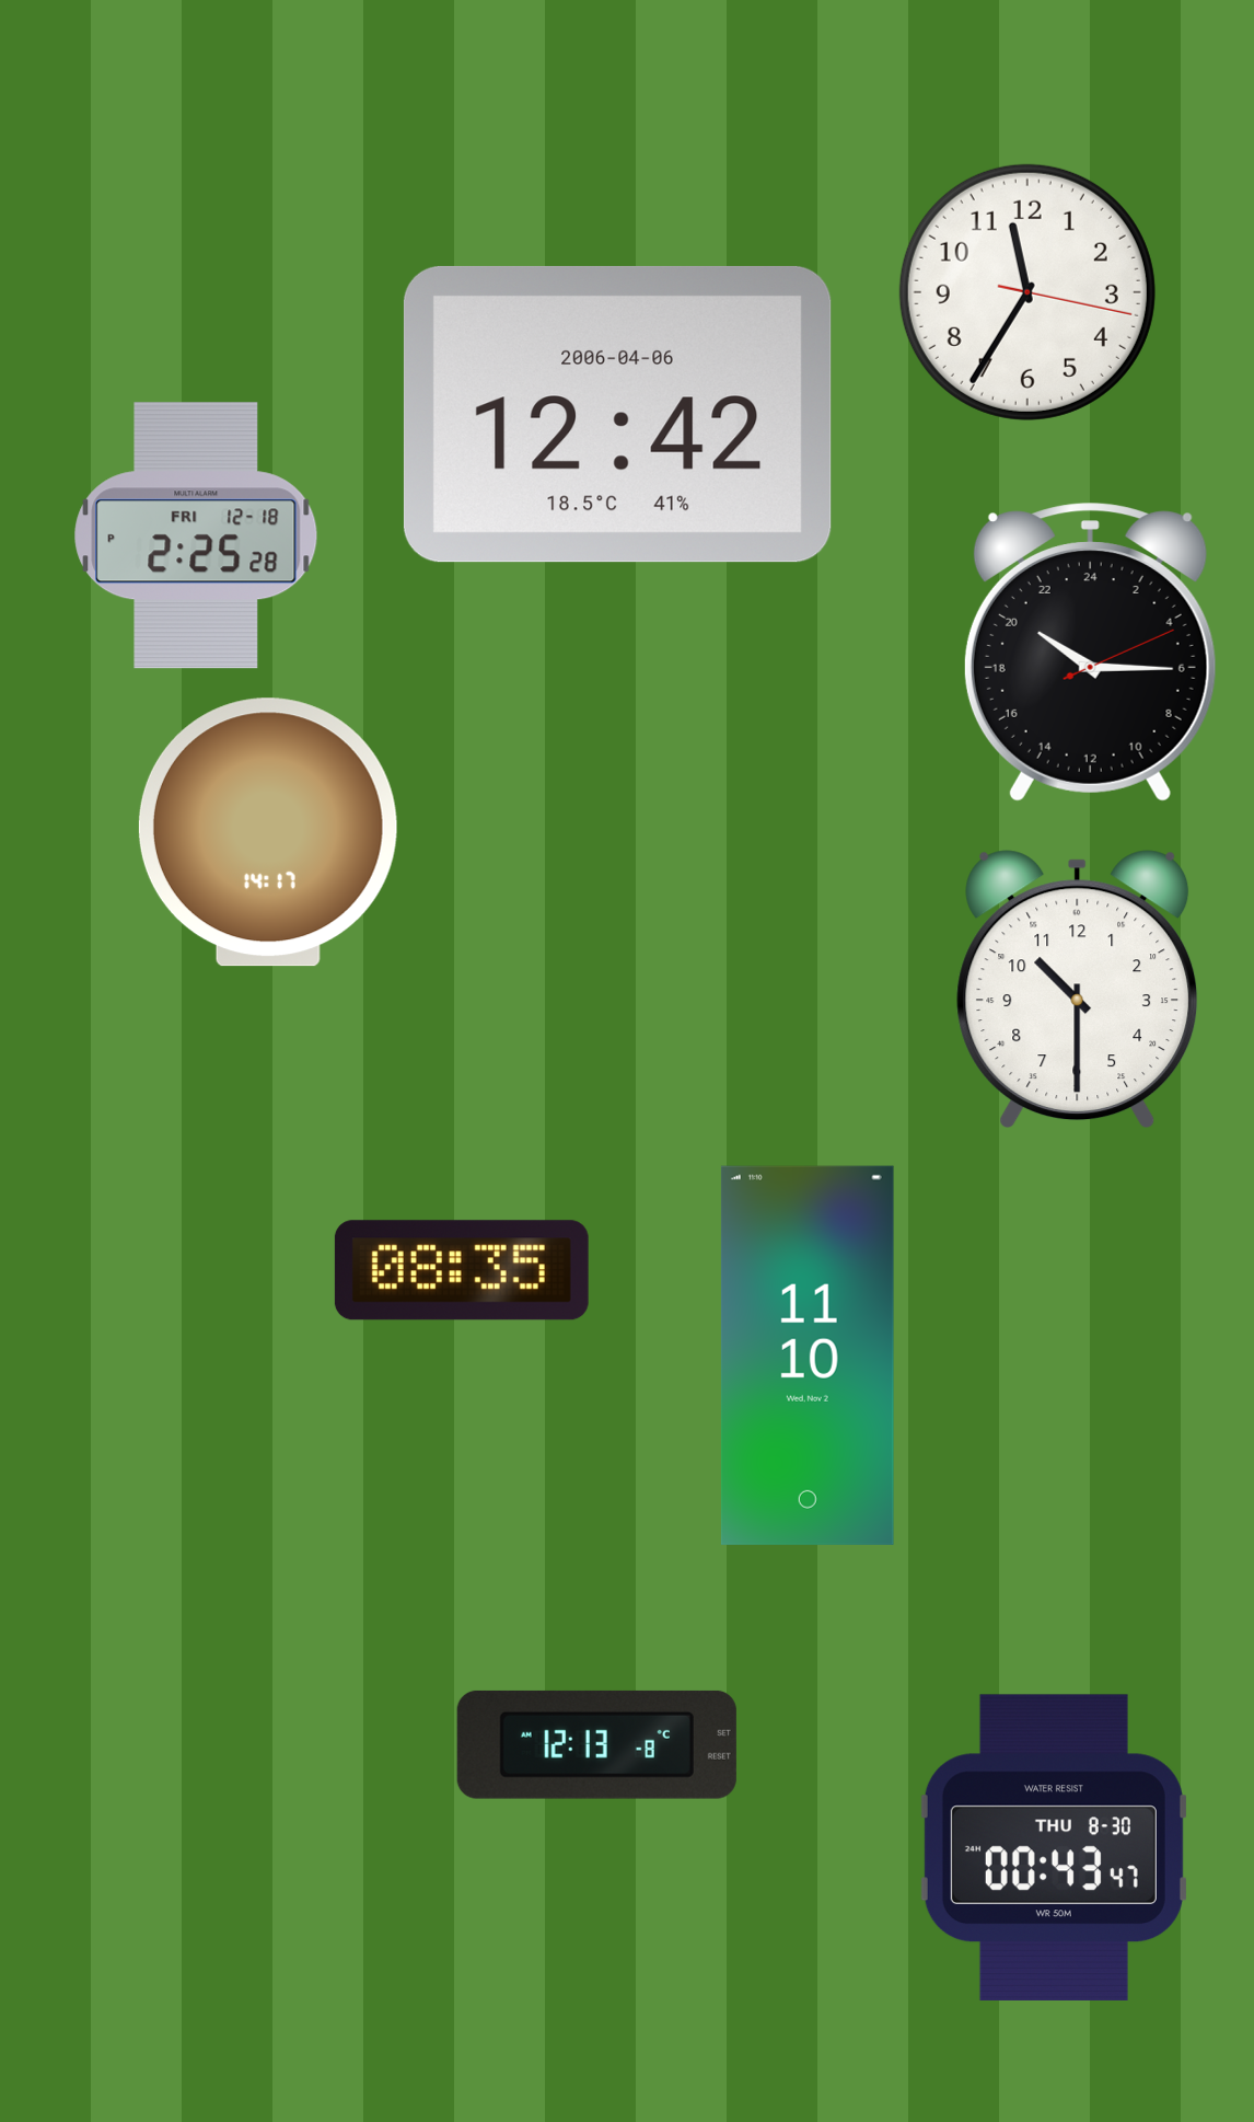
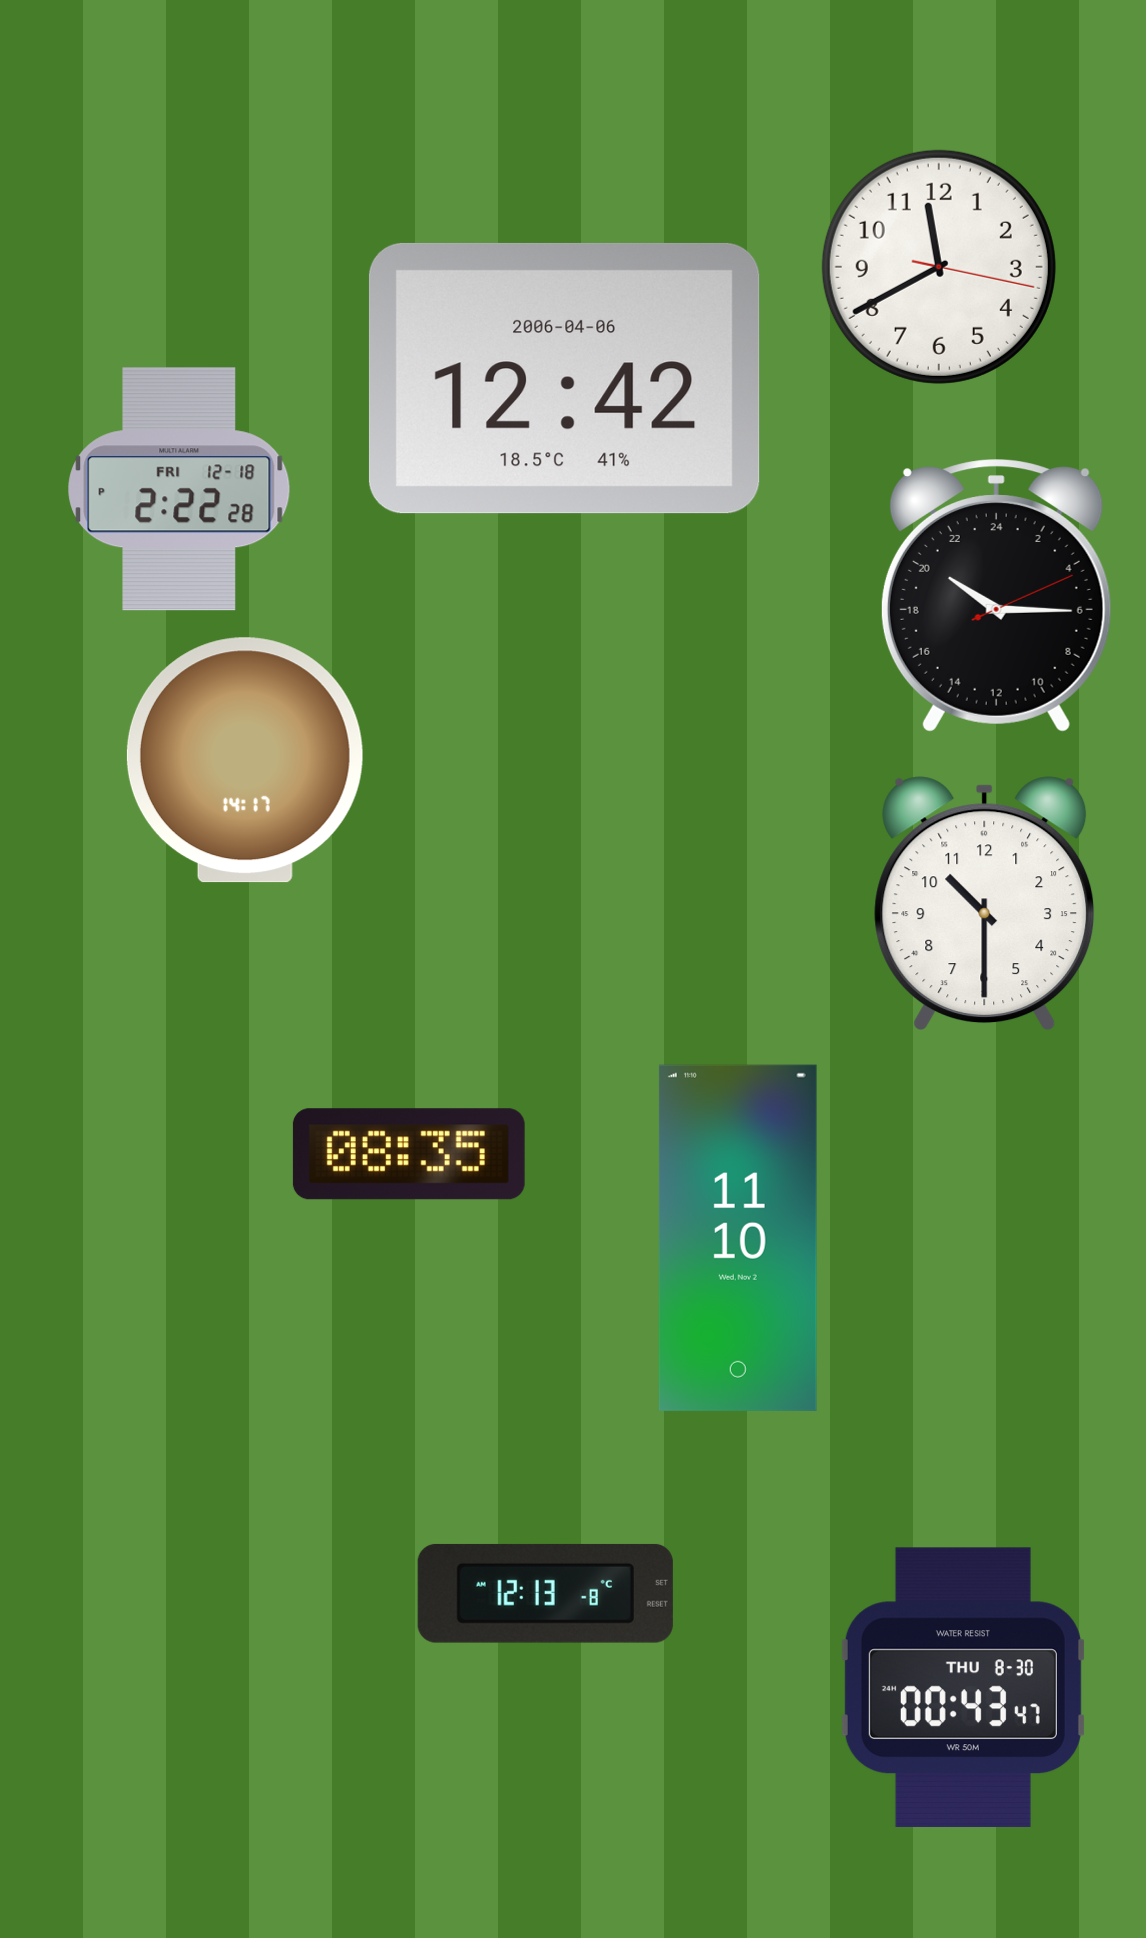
clock at (1027, 292): 11:35 -> 11:40
clock at (196, 535): 2:25 -> 2:22
clock at (462, 1270) position: (462, 1270) -> (409, 1154)
